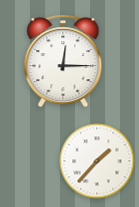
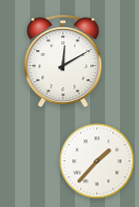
clock at (63, 61): 12:15 -> 12:10
